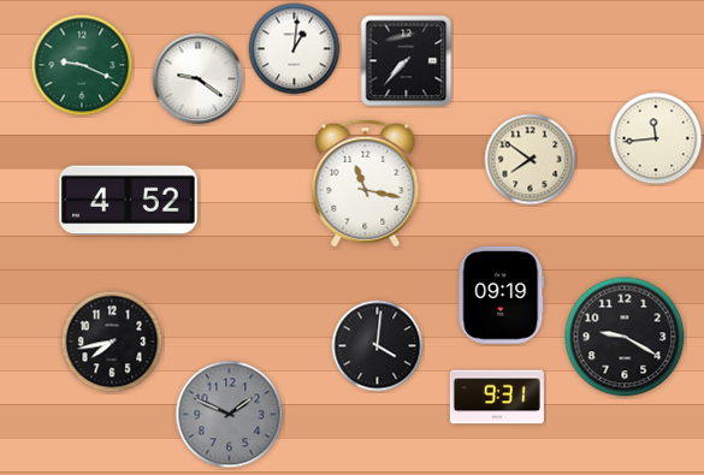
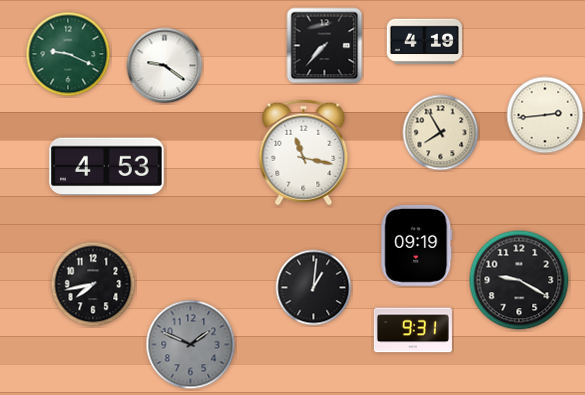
clock at (295, 49): 1:01 -> none
clock at (424, 42): none -> 4:19
clock at (407, 61) position: (407, 61) -> (325, 46)
clock at (656, 138): 11:44 -> 2:44
clock at (531, 160): 7:51 -> 7:55
clock at (129, 201): 4:52 -> 4:53
clock at (378, 346): 4:01 -> 1:01
